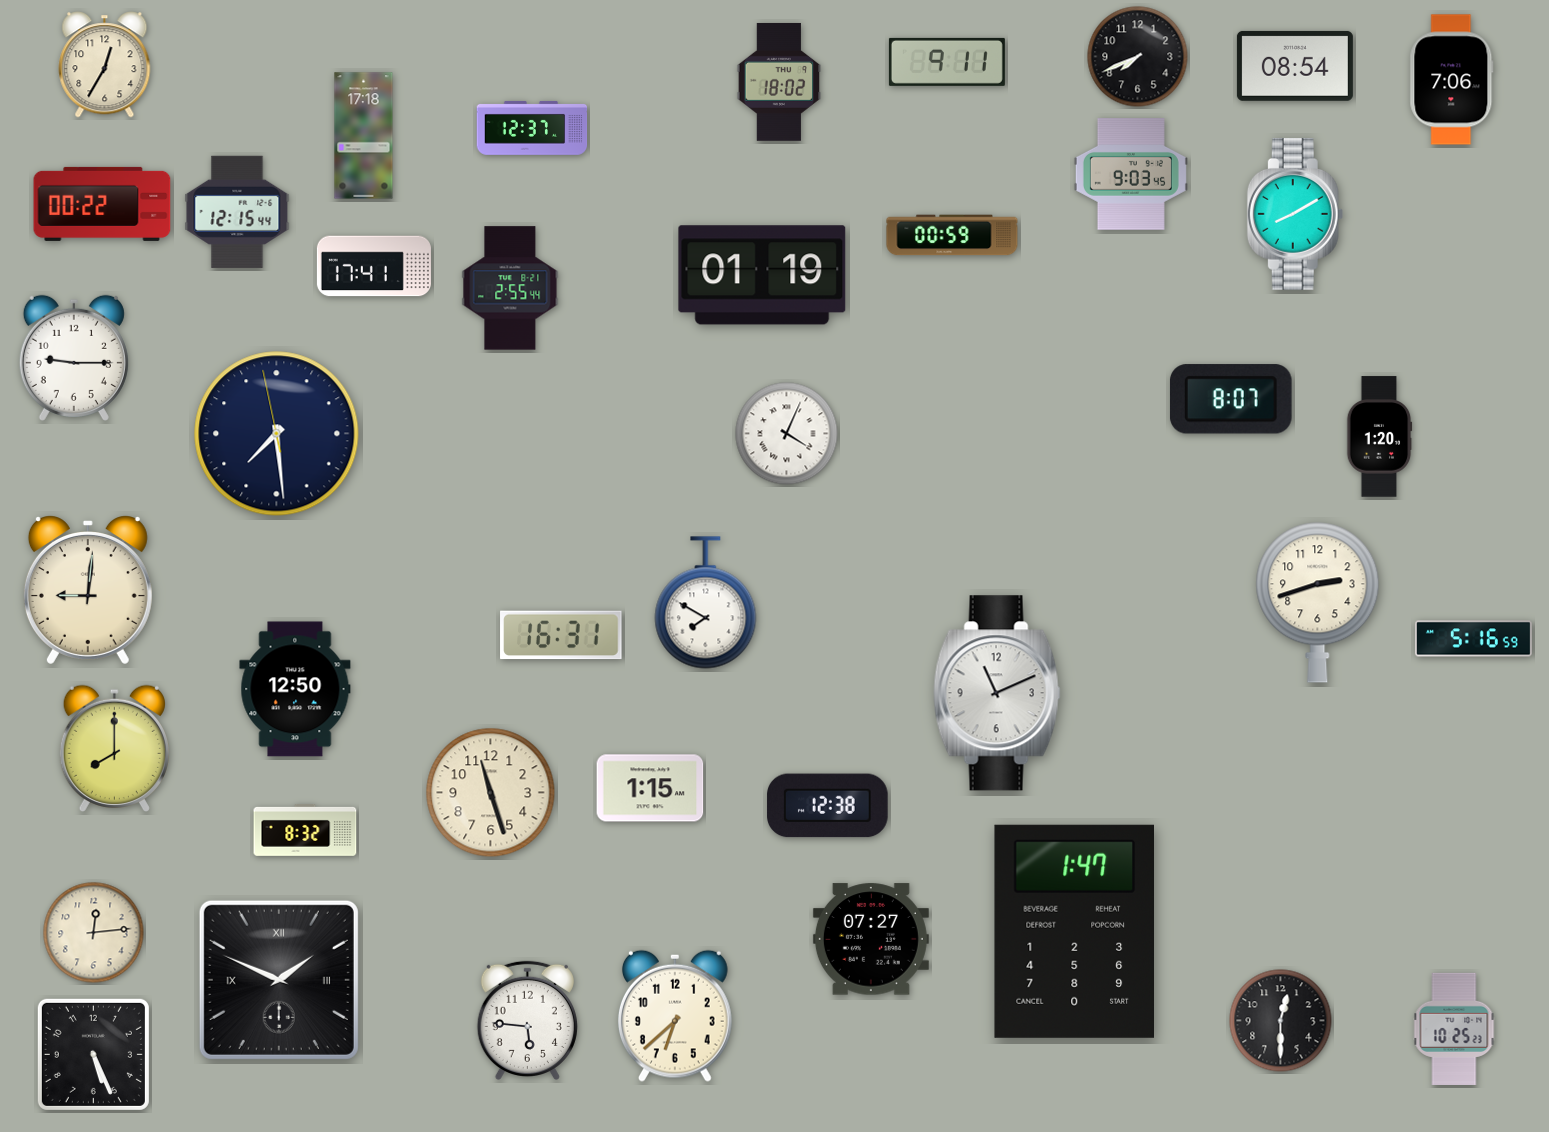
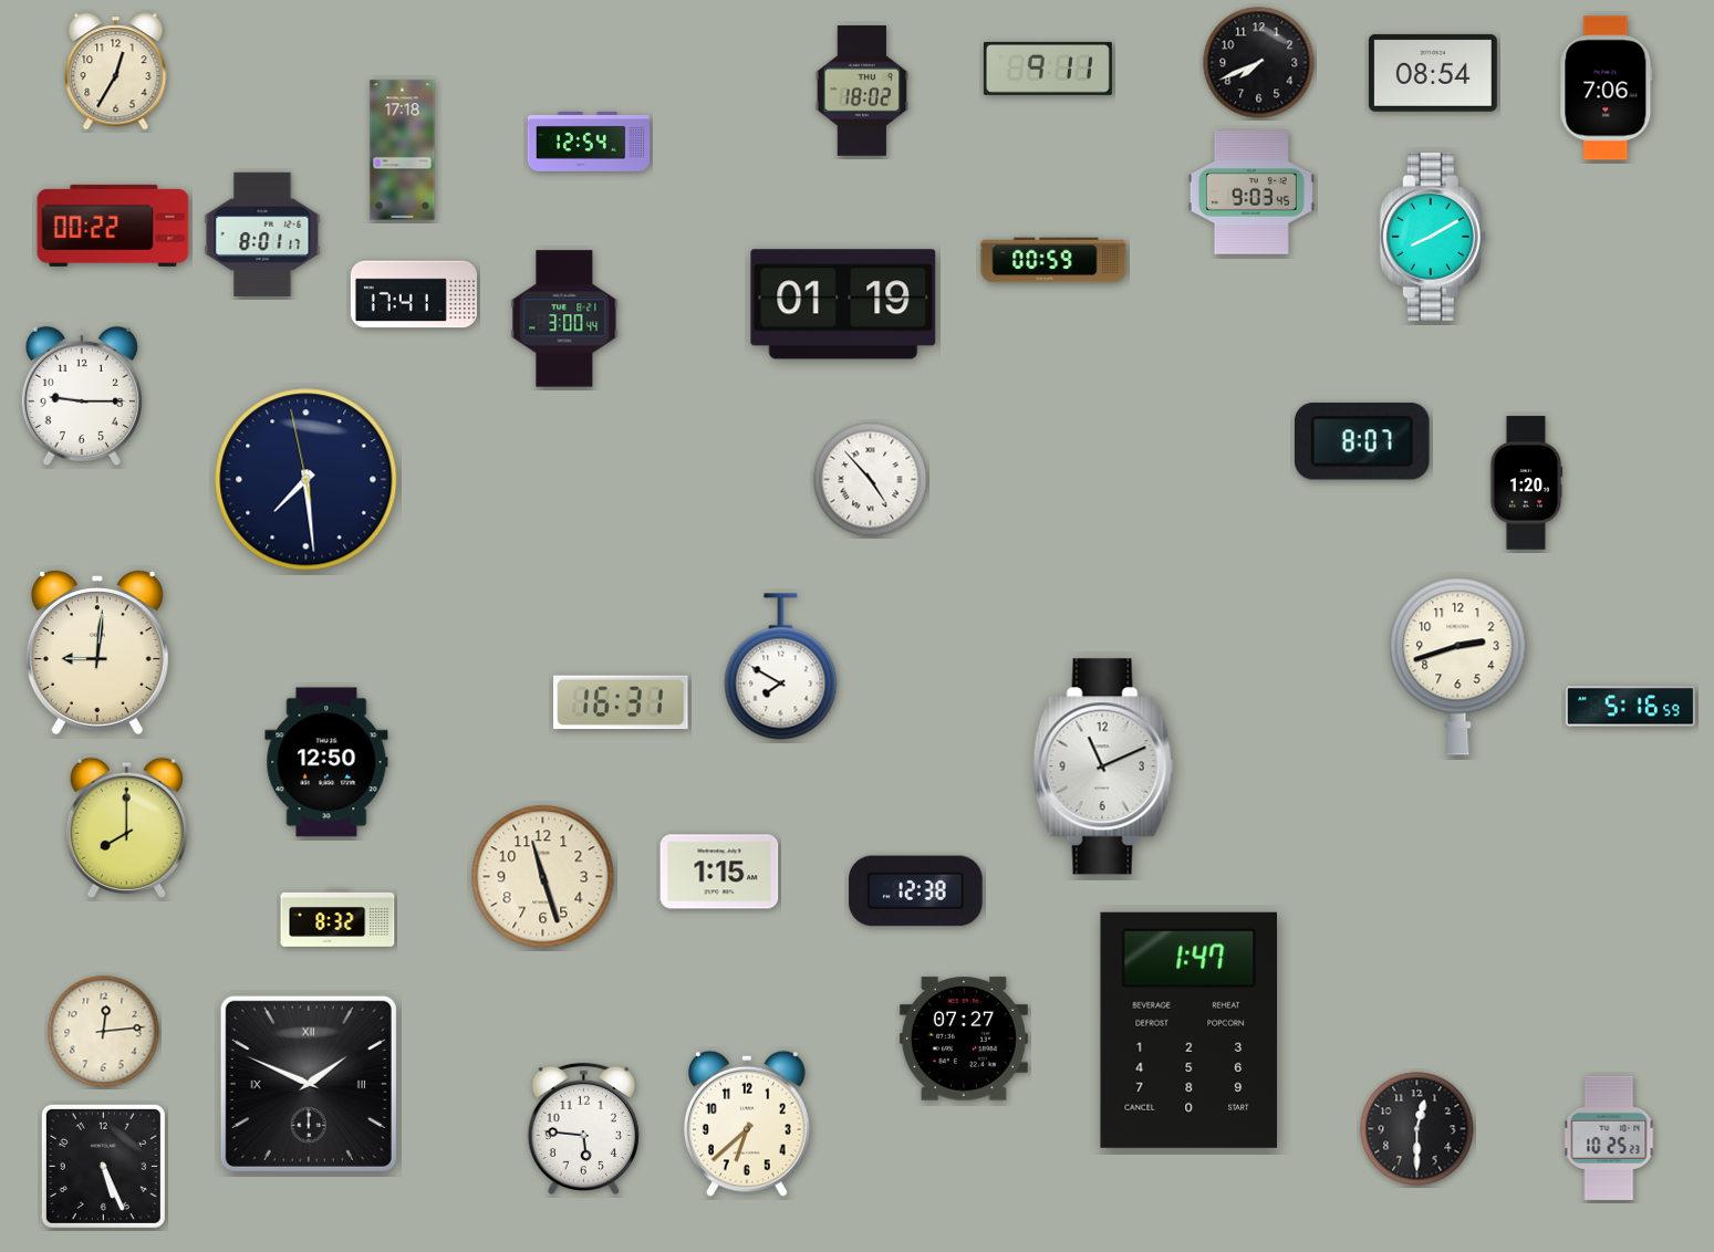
clock at (532, 128): 12:37 -> 12:54
clock at (237, 212): 12:15 -> 8:01
clock at (510, 288): 2:55 -> 3:00
clock at (787, 434): 4:04 -> 4:53
